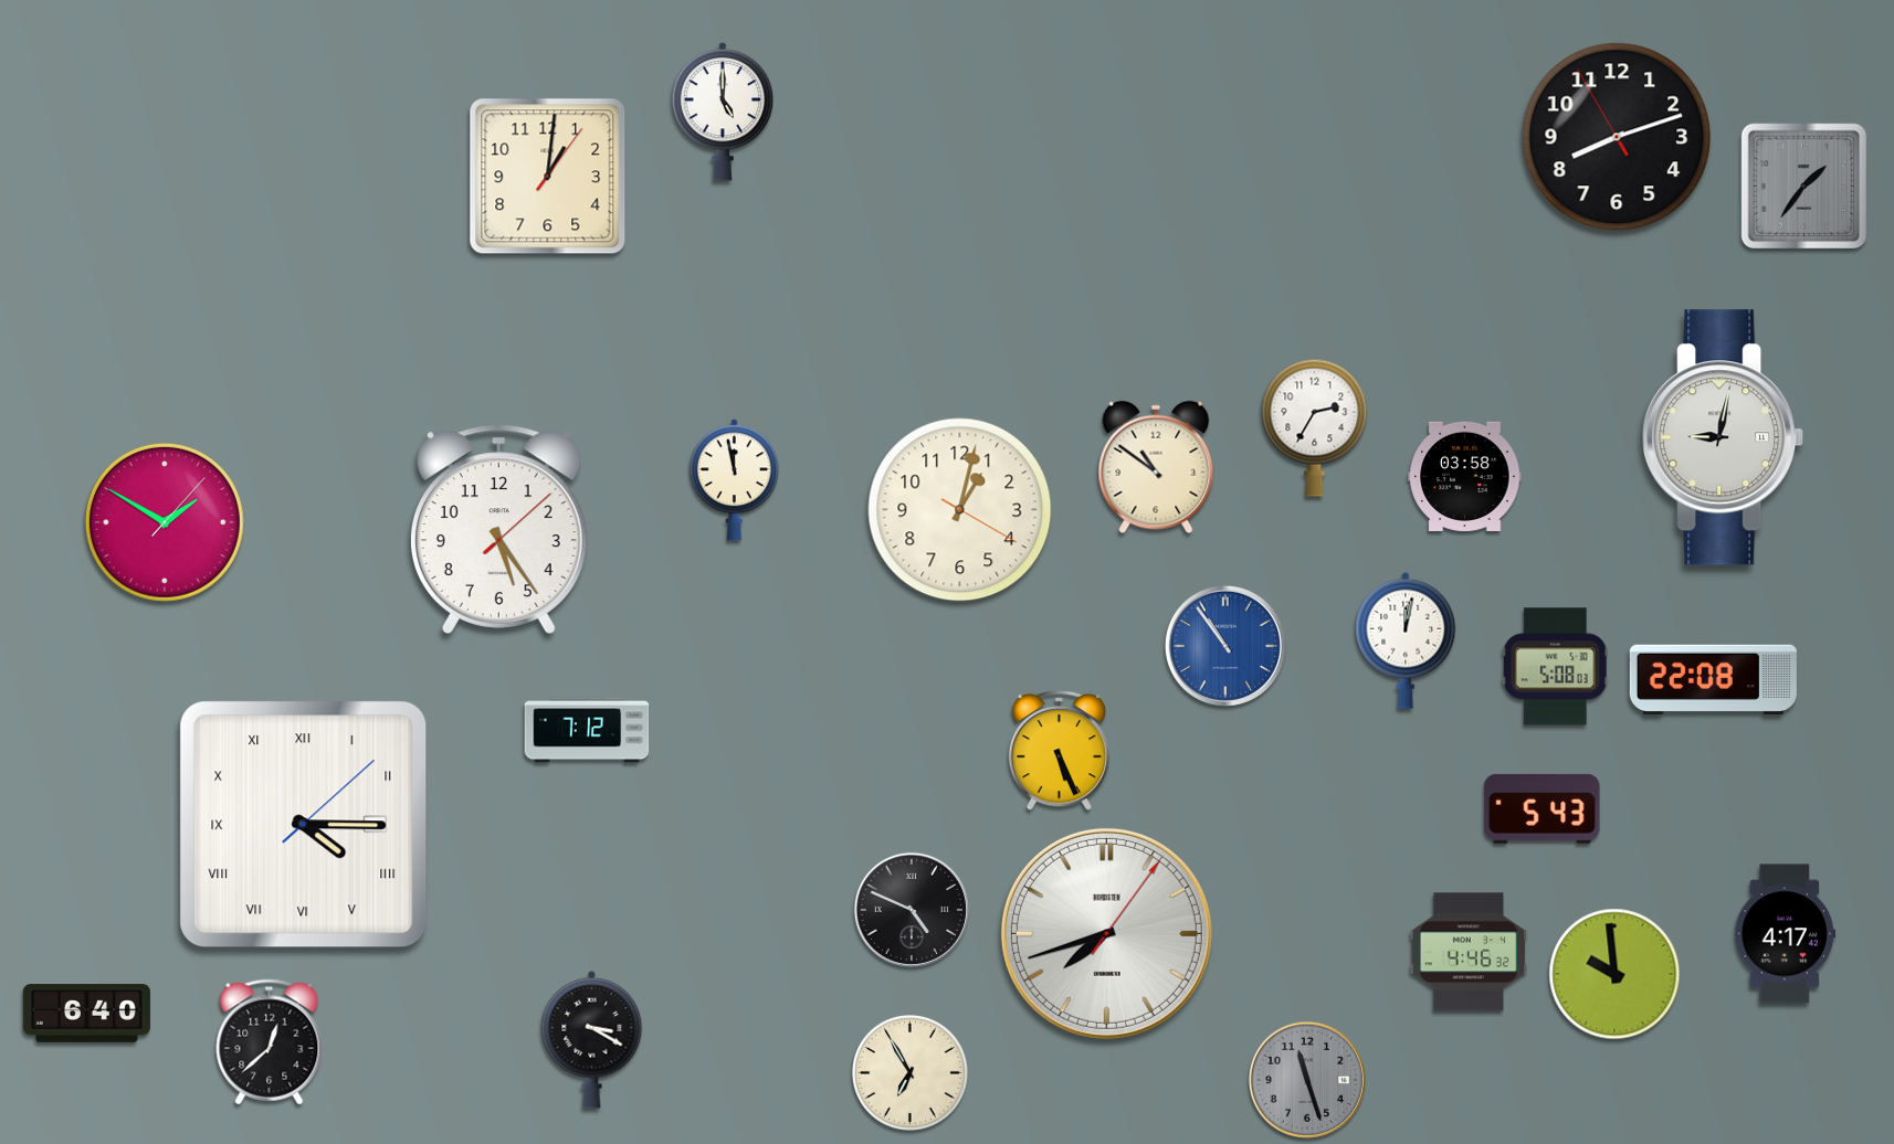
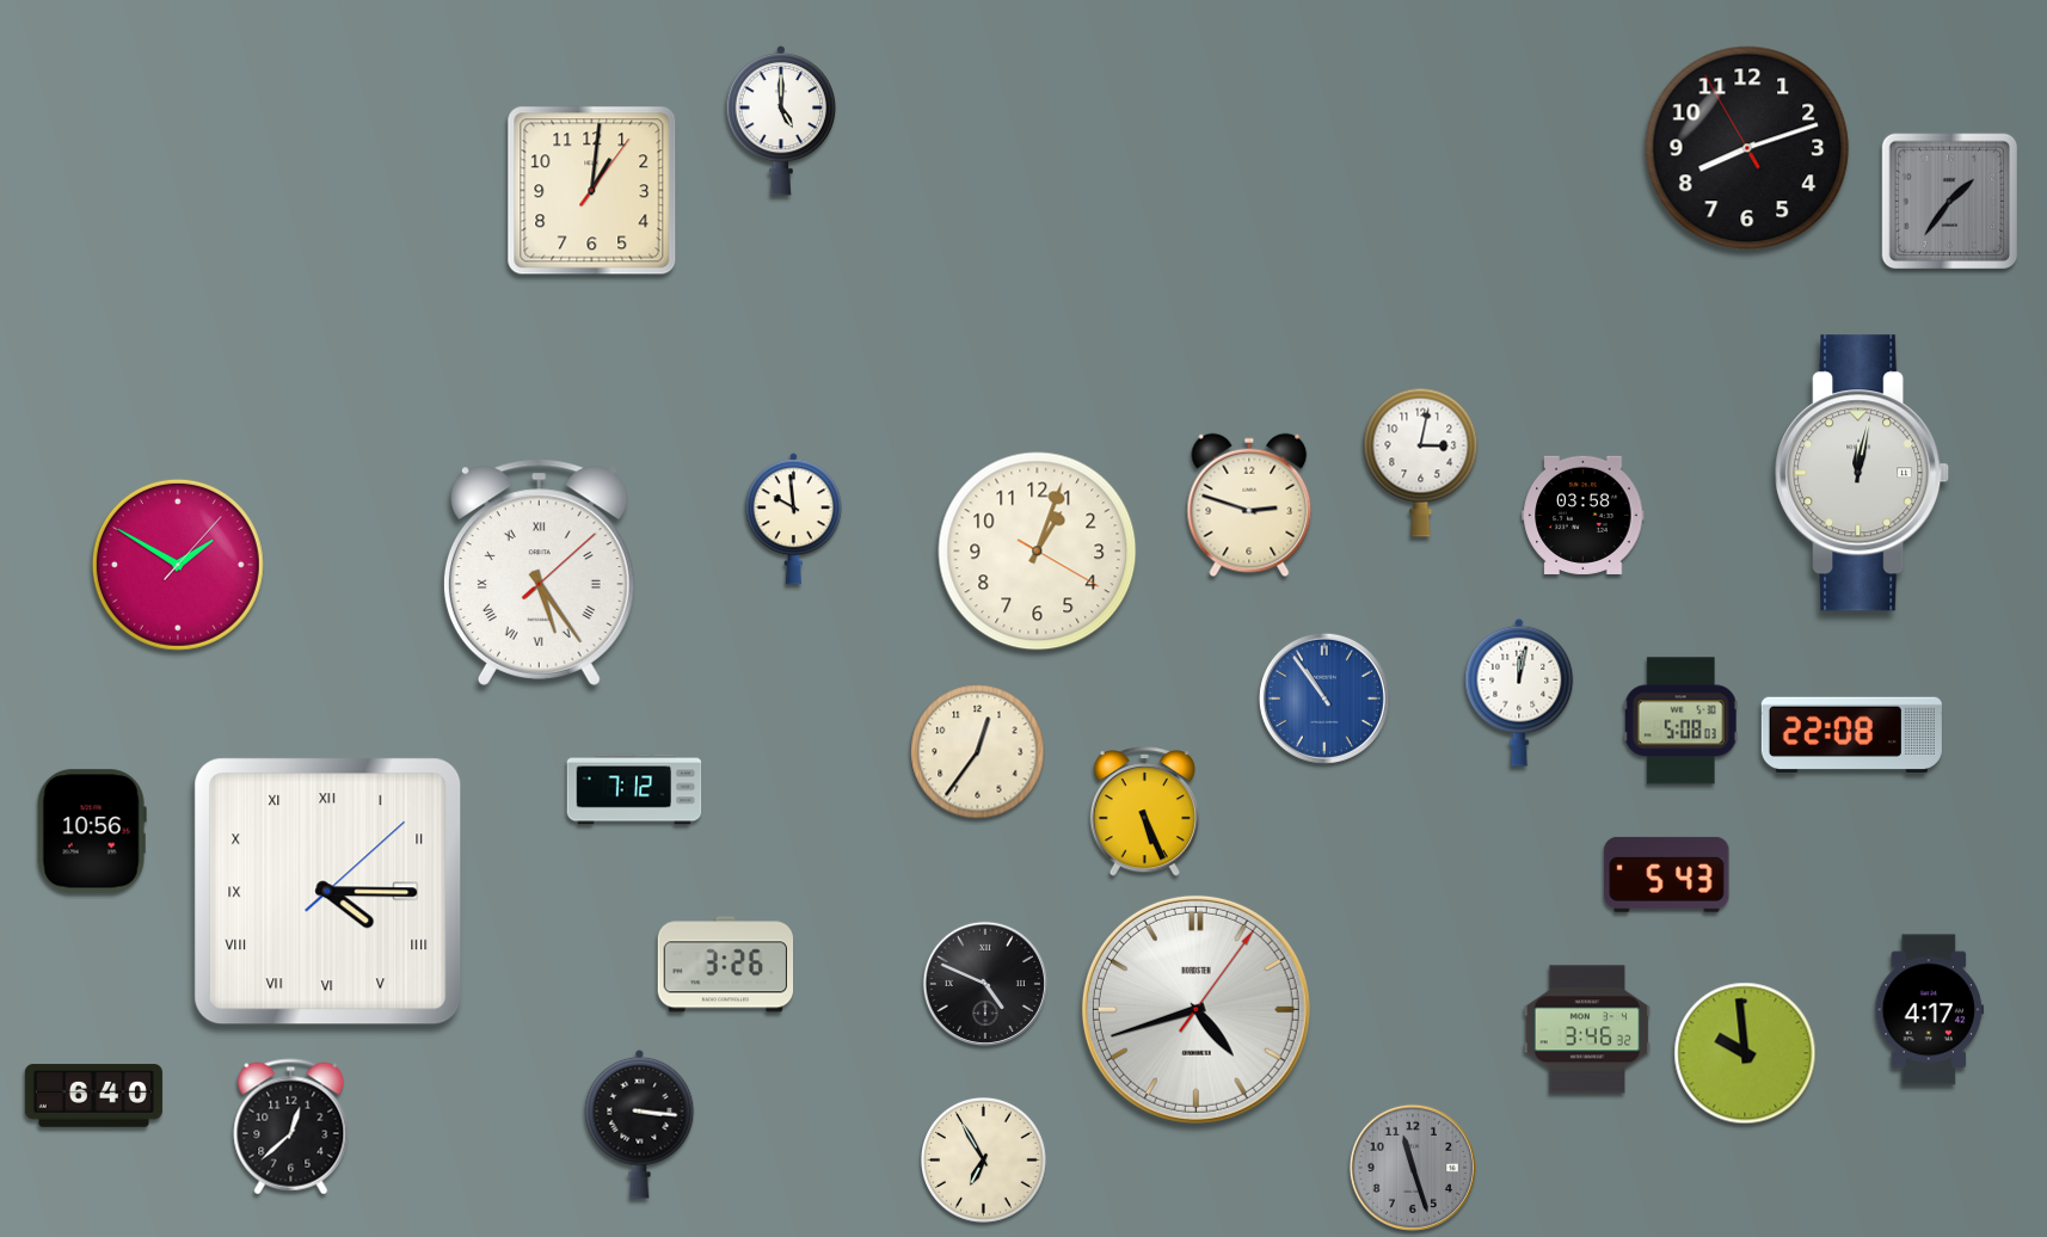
clock at (1315, 427): 2:35 -> 3:02
clock at (1724, 437): 9:02 -> 12:02
clock at (1156, 467): 10:51 -> 2:48
clock at (734, 480): 11:58 -> 9:59
clock at (960, 510): 1:02 -> 1:03
clock at (498, 529) numerals: Arabic -> Roman
clock at (978, 752): none -> 12:36
clock at (92, 831): none -> 10:56
clock at (726, 965): none -> 3:26
clock at (1106, 933): 7:42 -> 4:42
clock at (1469, 952): 4:46 -> 3:46
clock at (592, 1039): 3:20 -> 3:16
